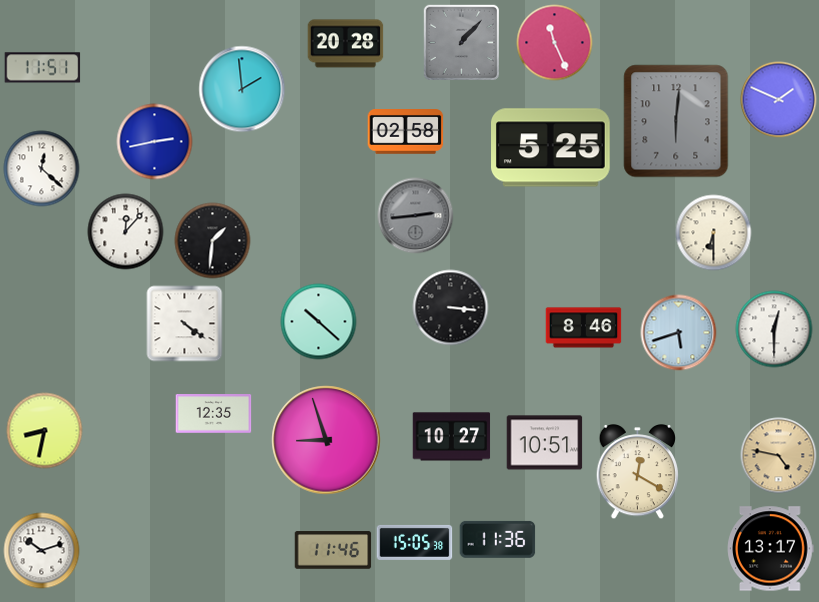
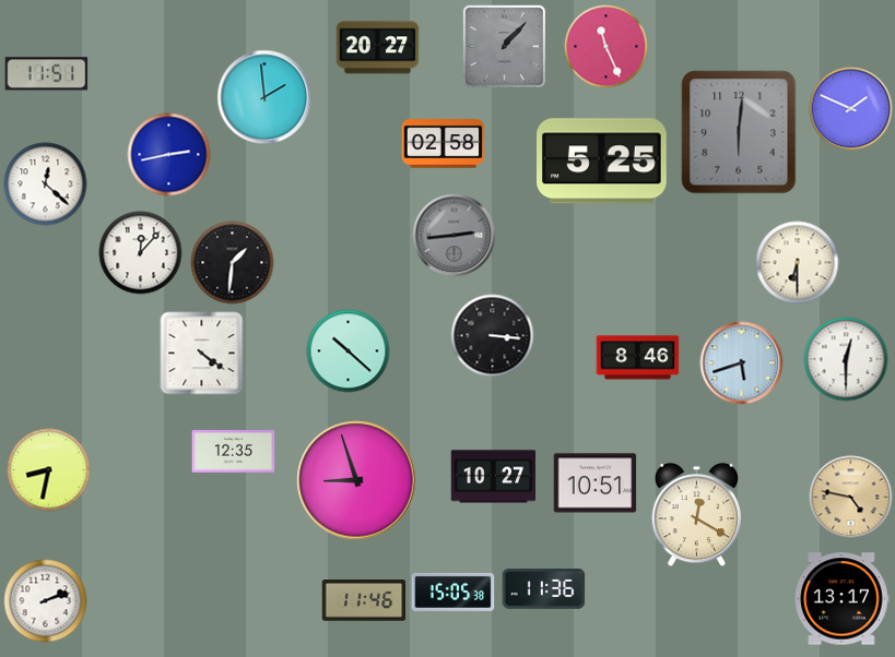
clock at (346, 44): 20:28 -> 20:27
clock at (126, 232) position: (126, 232) -> (141, 253)
clock at (714, 233) position: (714, 233) -> (798, 263)
clock at (42, 551): 10:12 -> 2:12
